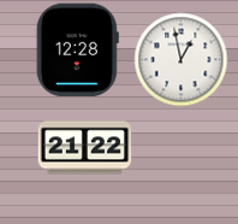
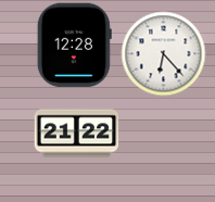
clock at (77, 49) position: (77, 49) -> (74, 45)
clock at (180, 59): 12:58 -> 6:23
